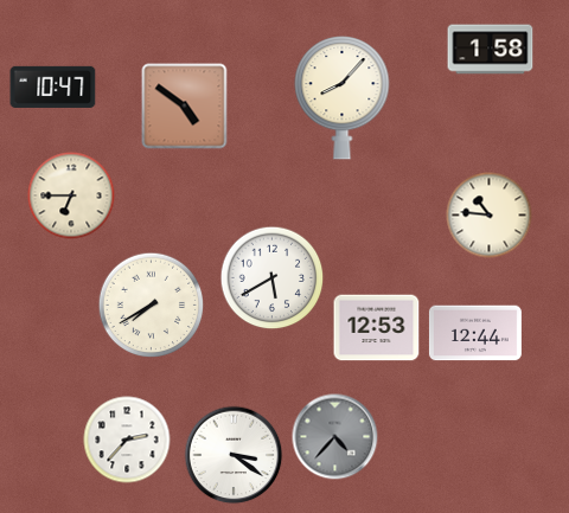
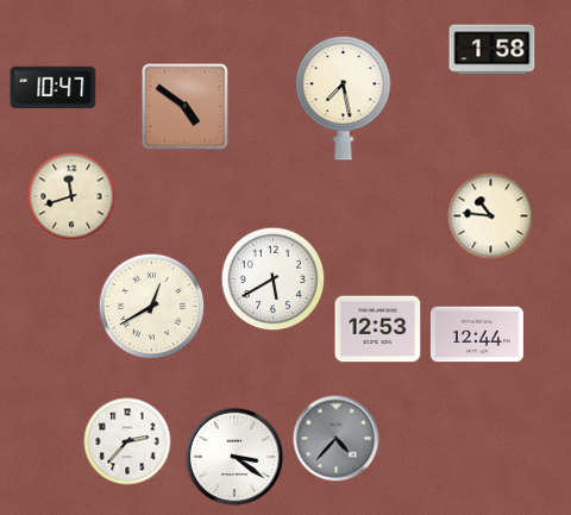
clock at (343, 97): 8:07 -> 7:28
clock at (71, 195): 6:45 -> 11:42
clock at (152, 306): 7:40 -> 12:40
